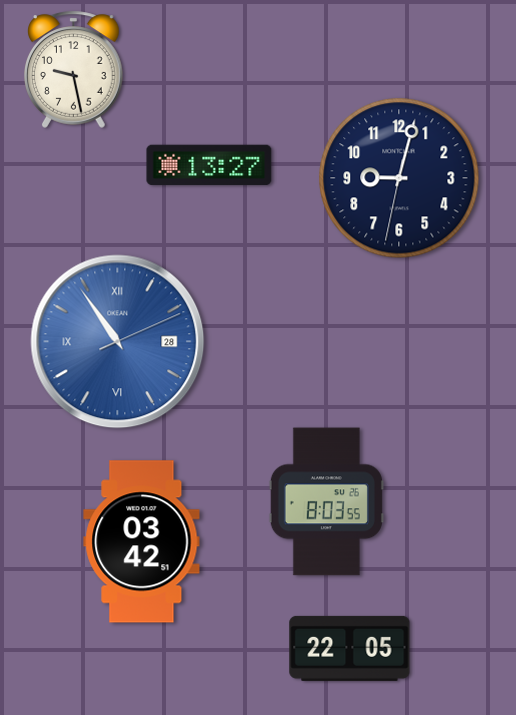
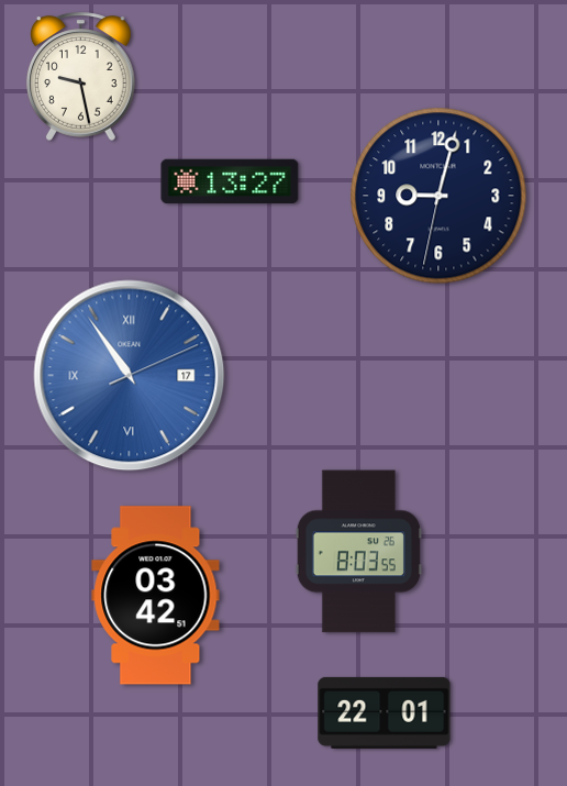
clock at (118, 342) date: 28 -> 17
clock at (350, 648): 22:05 -> 22:01
